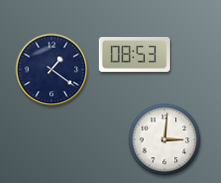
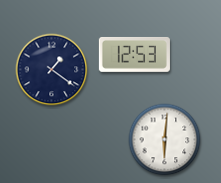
clock at (134, 54): 08:53 -> 12:53
clock at (165, 140): 3:01 -> 6:01
